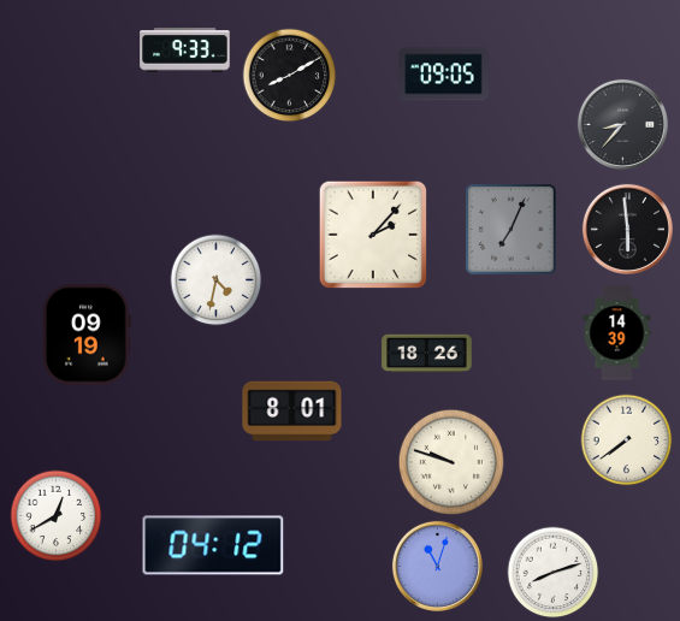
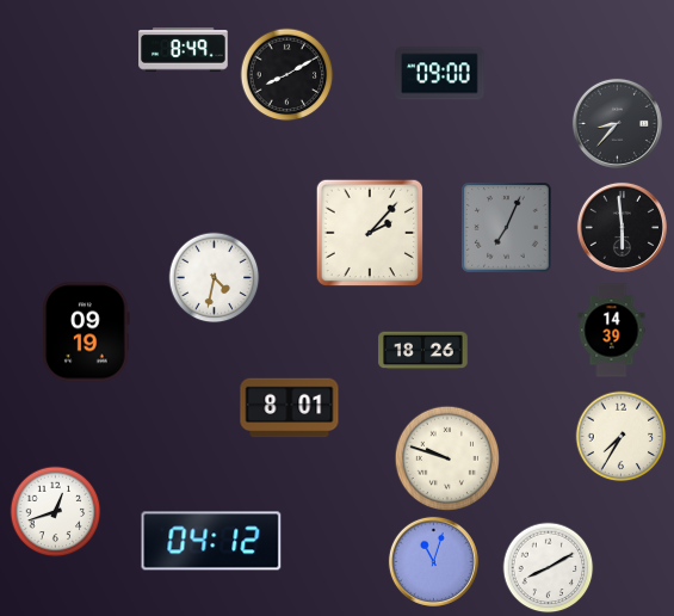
clock at (185, 51): 9:33 -> 8:49
clock at (444, 75): 09:05 -> 09:00
clock at (627, 440): 7:39 -> 7:35
clock at (57, 516): 12:40 -> 12:42
clock at (554, 573): 8:12 -> 8:10
